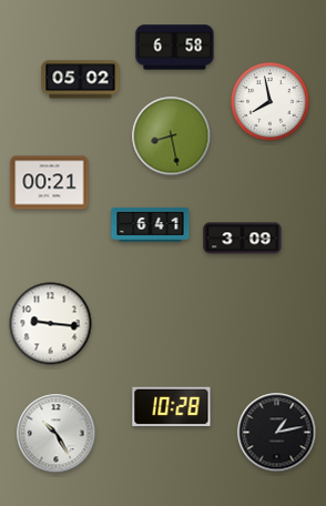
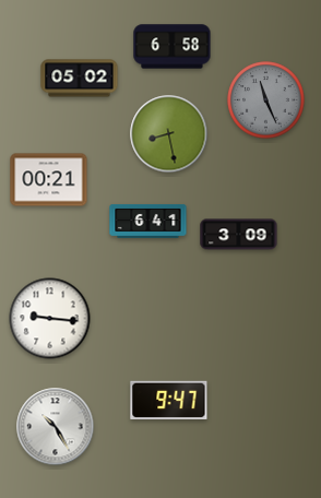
clock at (271, 102): 7:58 -> 11:26
clock at (271, 102) dial: white -> grey
clock at (172, 407): 10:28 -> 9:47
clock at (277, 433): 1:13 -> none
